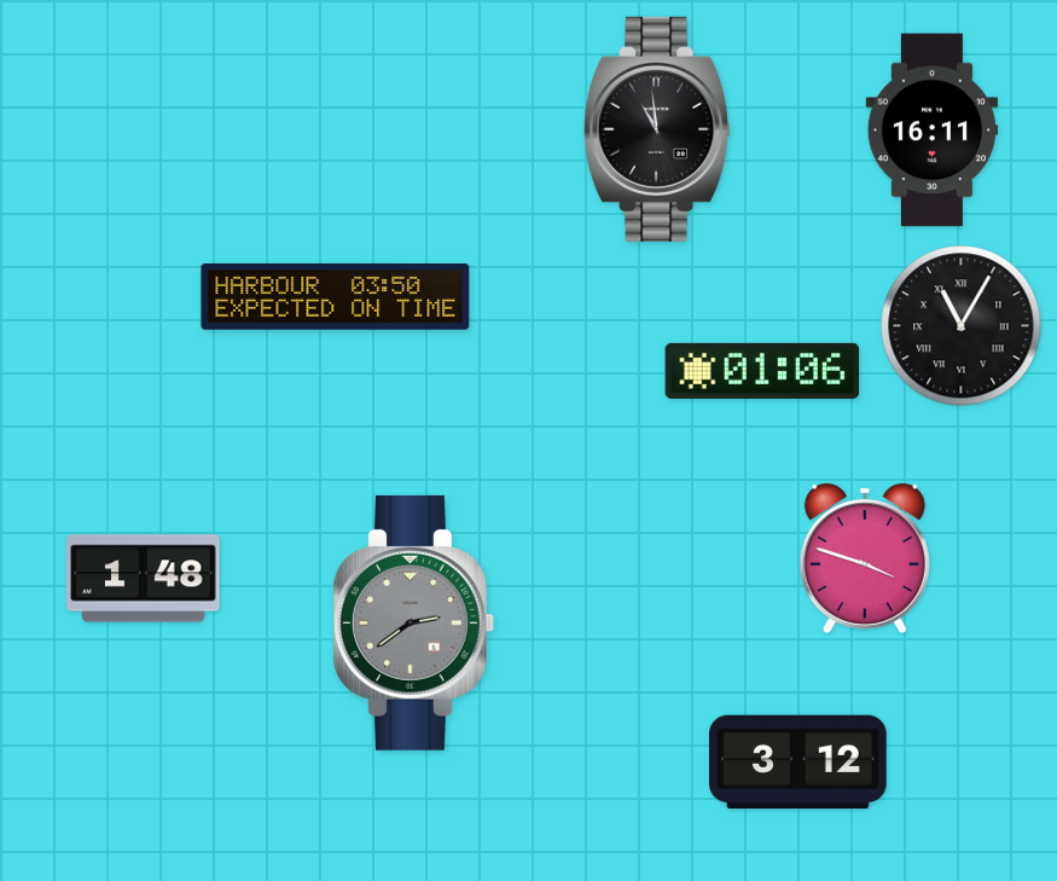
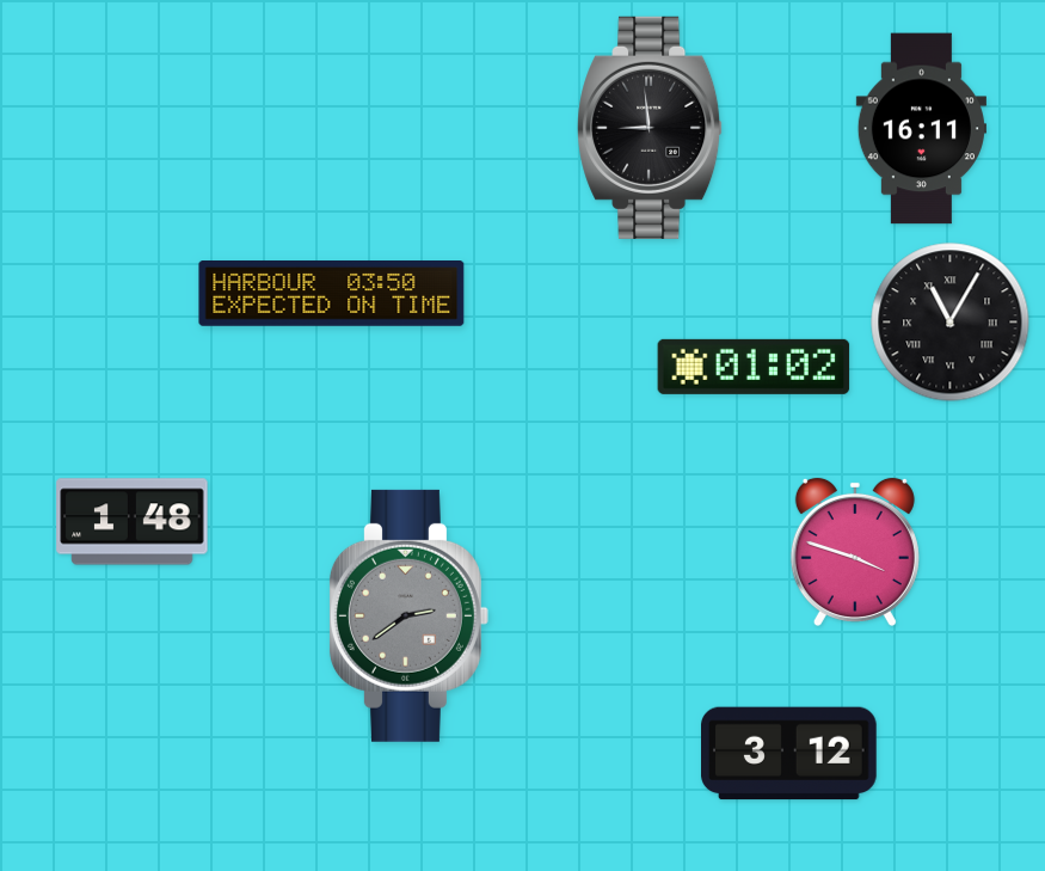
clock at (658, 129): 10:59 -> 8:59
clock at (762, 371): 01:06 -> 01:02
clock at (144, 579) position: (144, 579) -> (133, 522)
